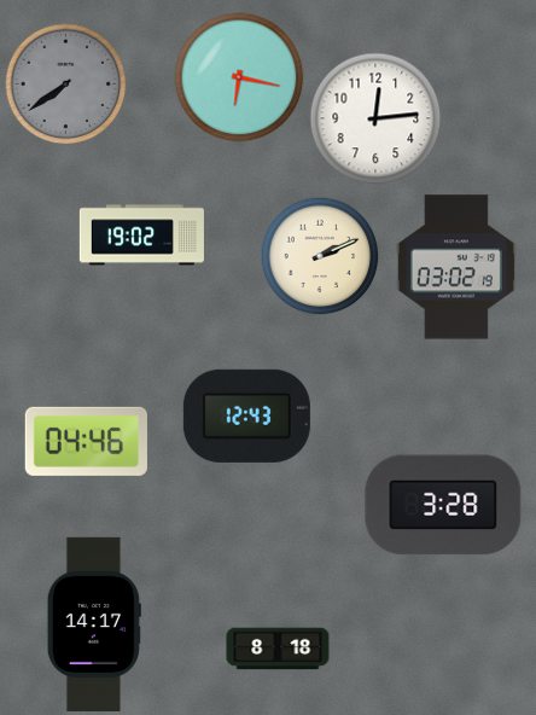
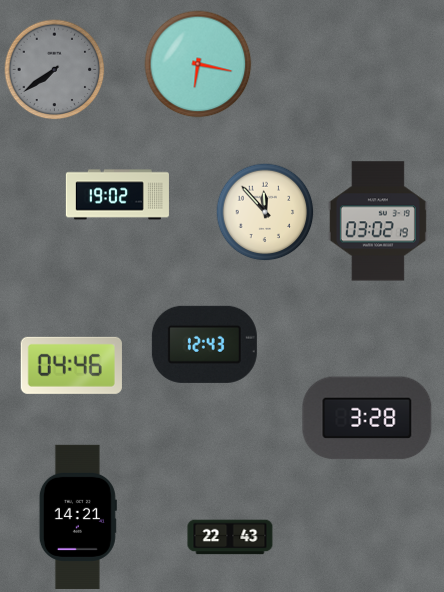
clock at (375, 118): 12:14 -> none
clock at (320, 256): 2:11 -> 11:53
clock at (94, 624): 14:17 -> 14:21
clock at (278, 649): 8:18 -> 22:43
